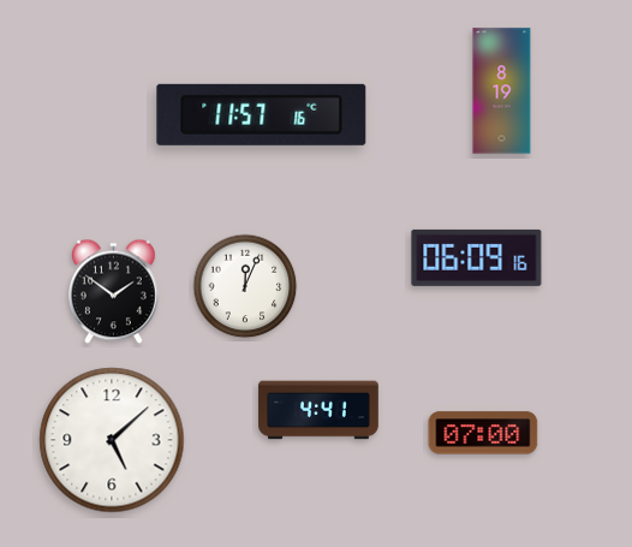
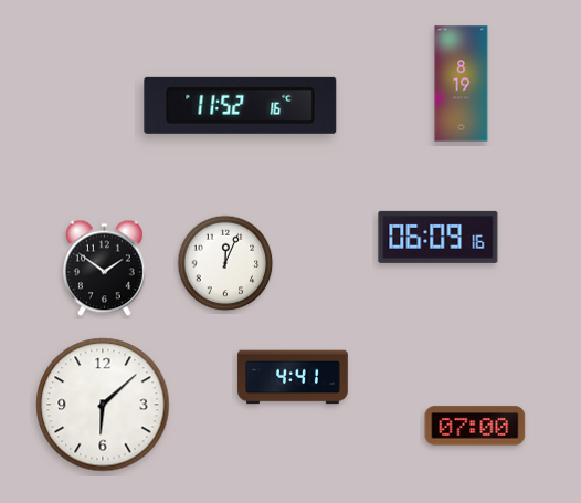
clock at (262, 114): 11:57 -> 11:52
clock at (483, 433) position: (483, 433) -> (475, 426)
clock at (112, 440): 5:08 -> 6:08
